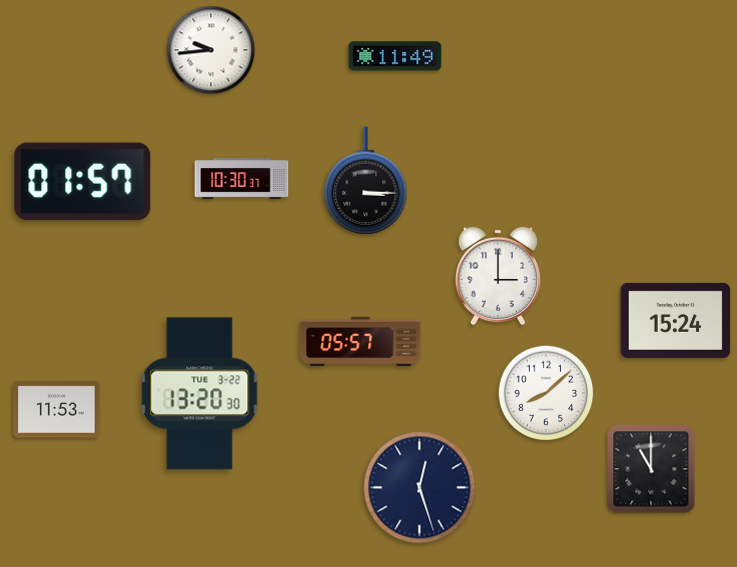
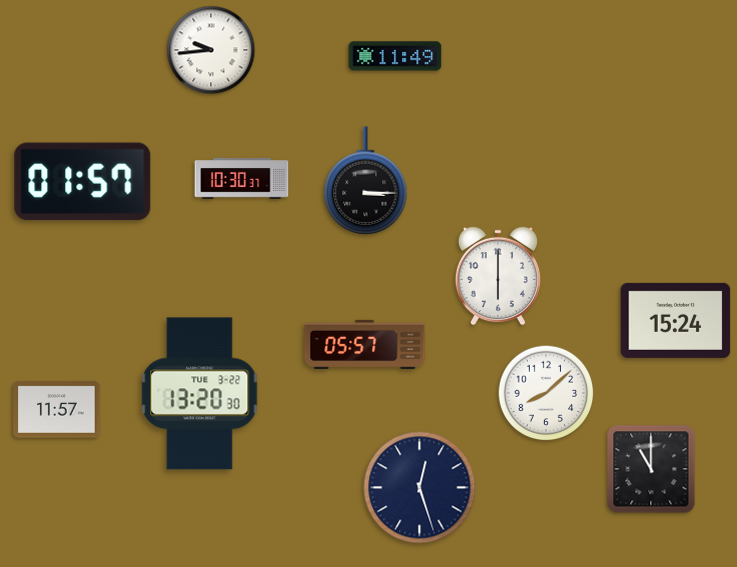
clock at (497, 276): 3:00 -> 6:00
clock at (361, 341) position: (361, 341) -> (365, 344)
clock at (57, 410): 11:53 -> 11:57
